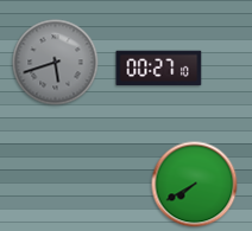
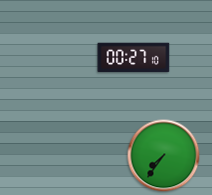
clock at (56, 63): 5:42 -> none
clock at (195, 185): 7:40 -> 7:36
